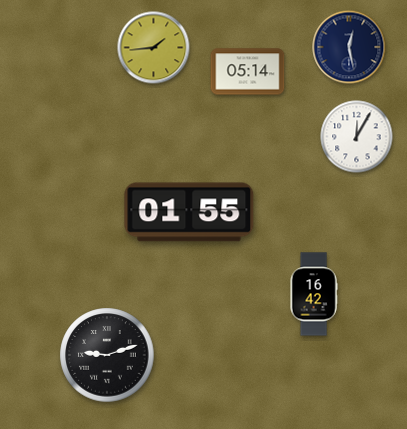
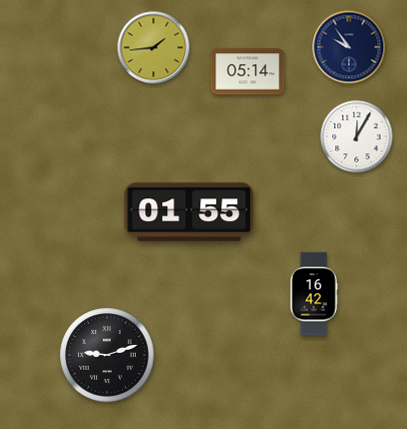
clock at (349, 47): 12:28 -> 9:54
